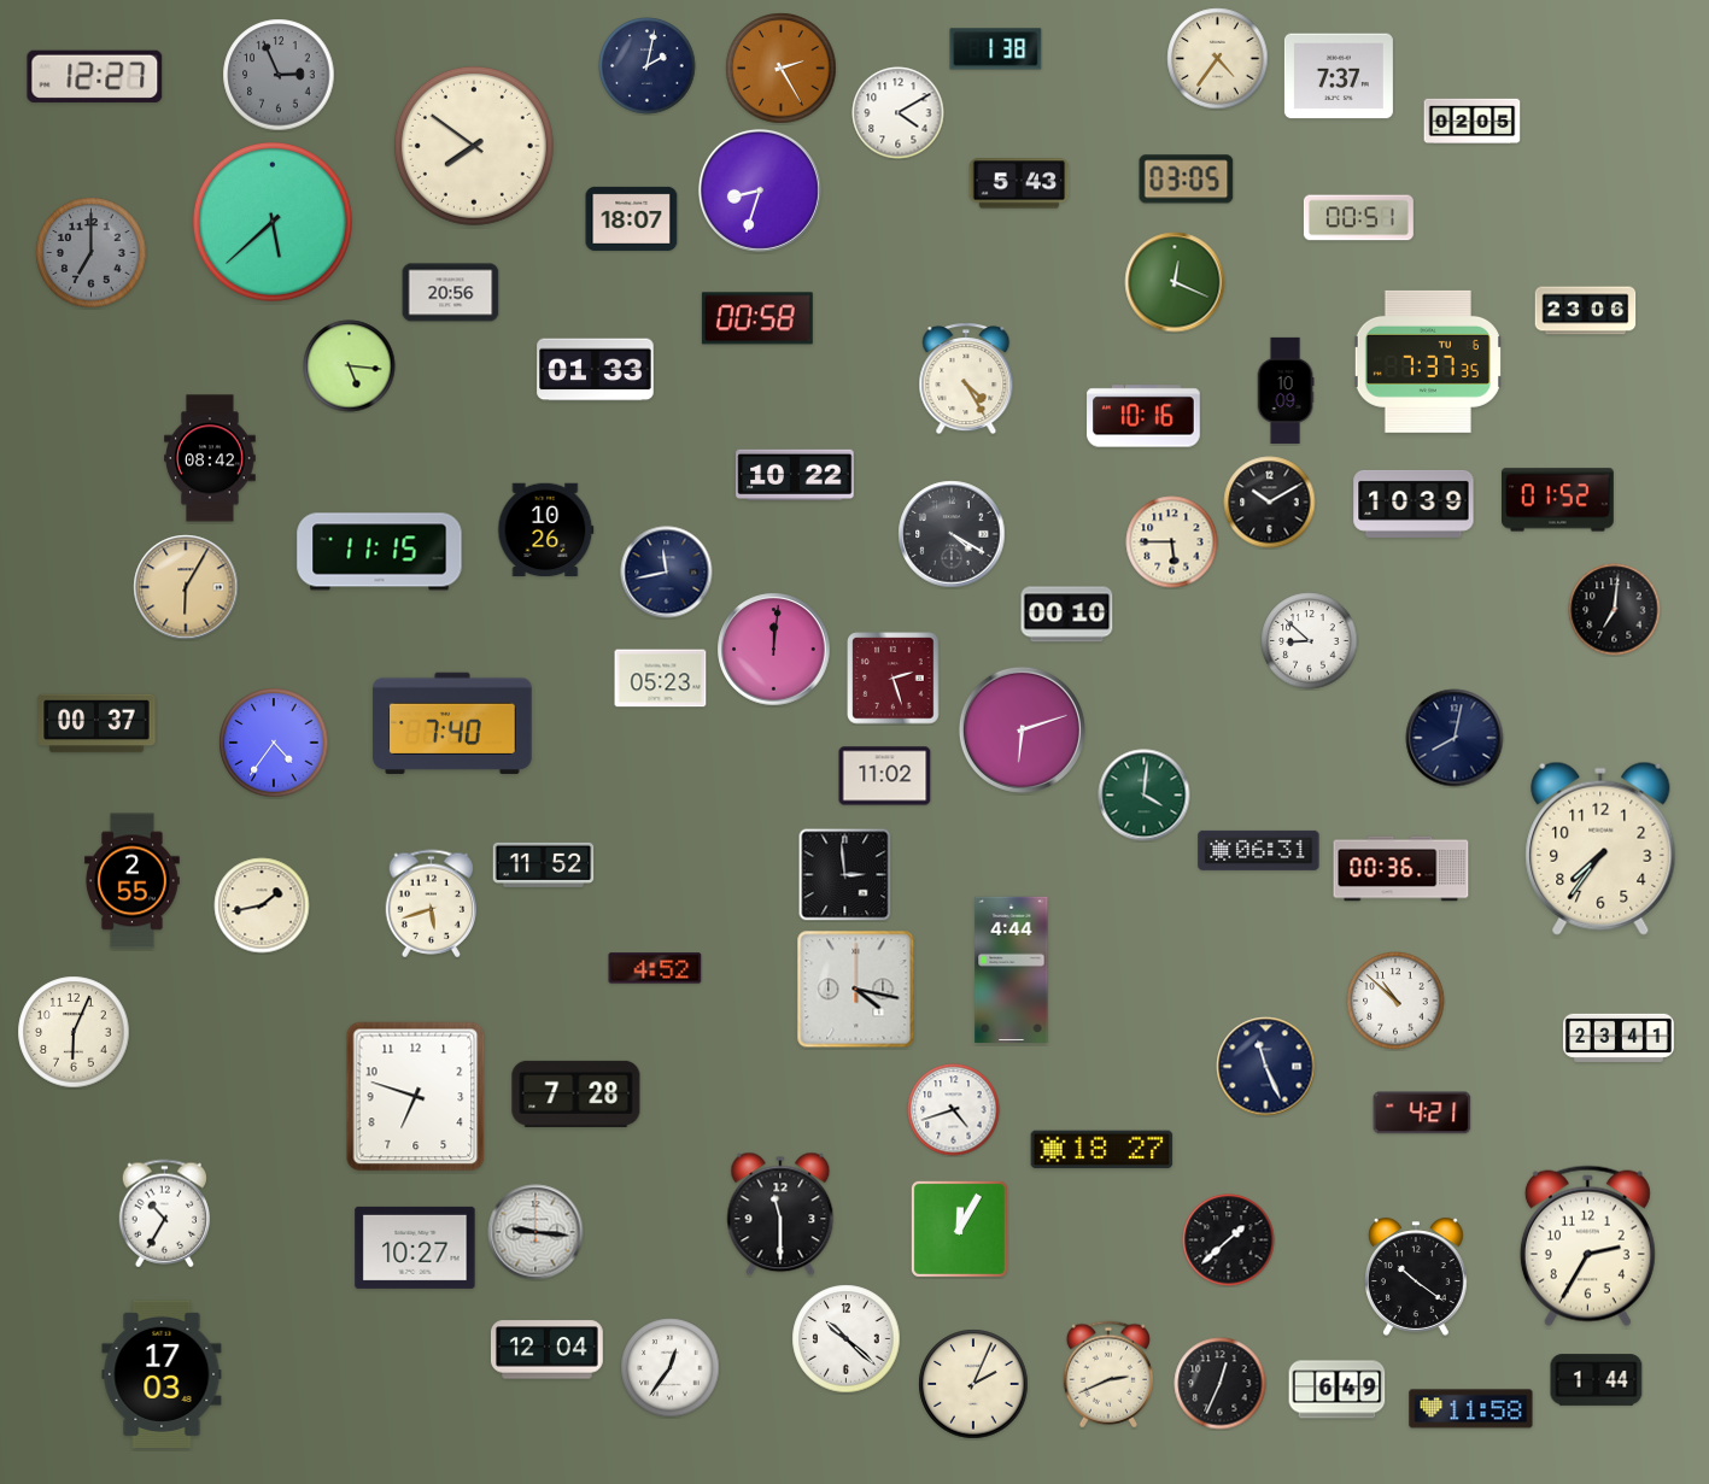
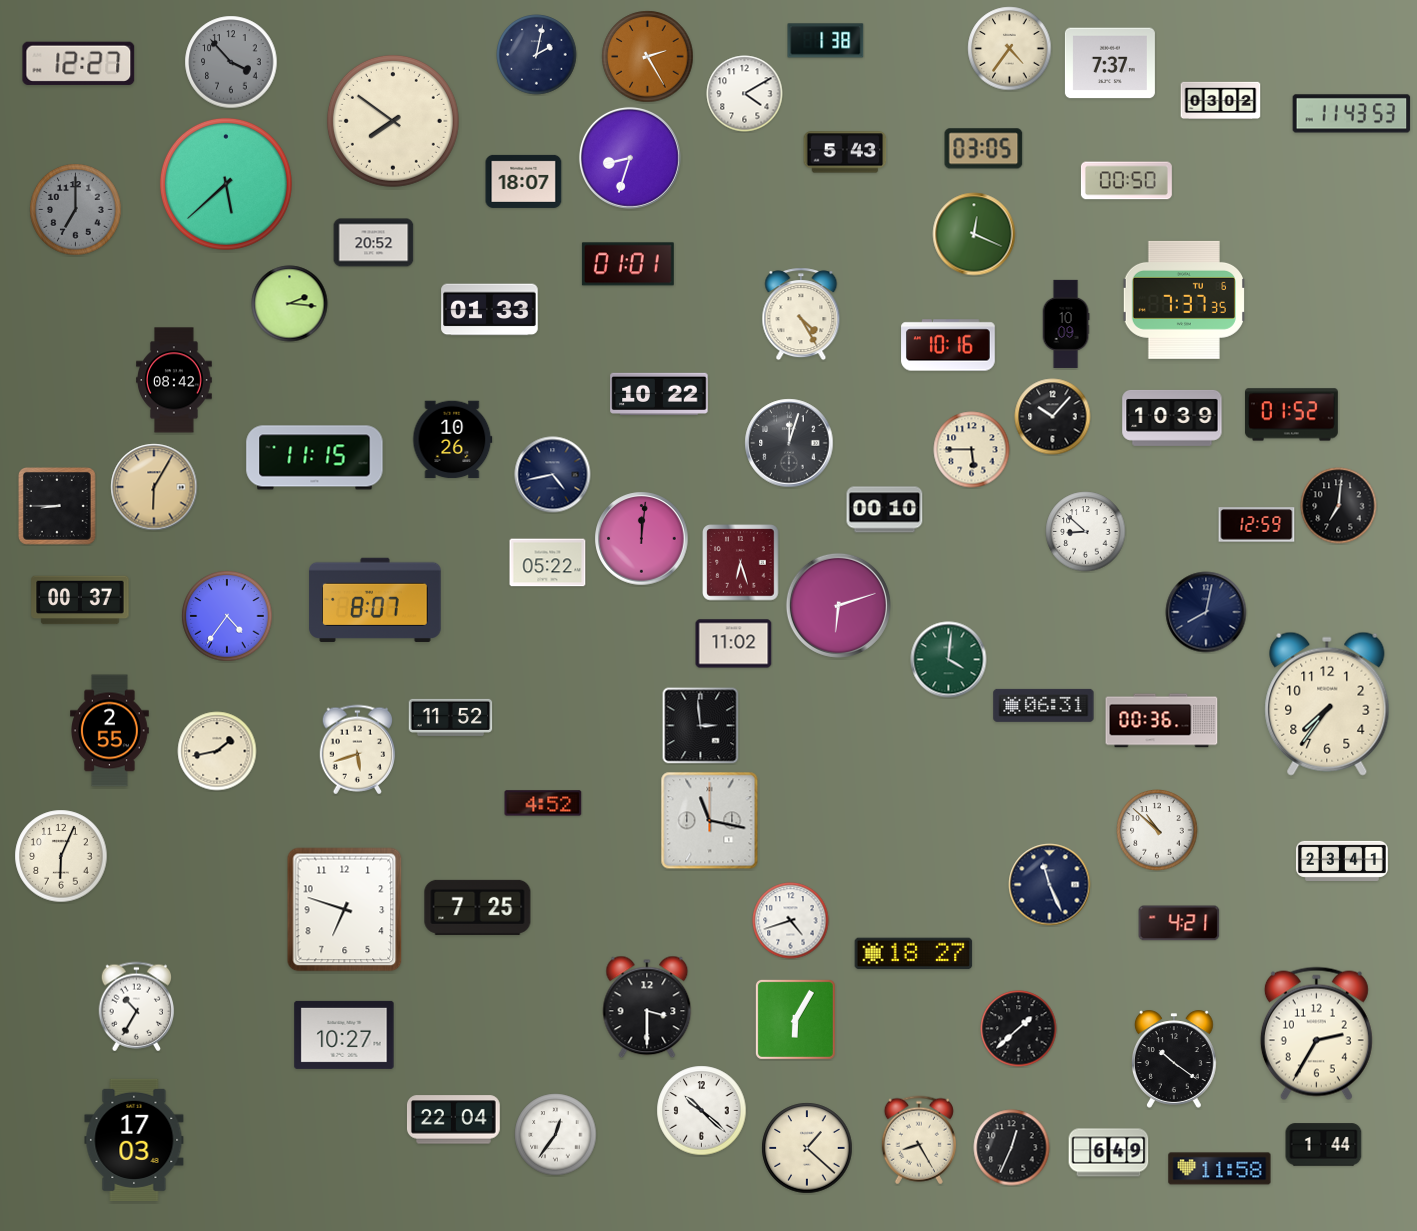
clock at (279, 75): 2:56 -> 3:53
clock at (1473, 121): 02:05 -> 03:02
clock at (1352, 114): none -> 11:43
clock at (1358, 218): 00:51 -> 00:50
clock at (451, 293): 20:56 -> 20:52
clock at (1586, 311): 23:06 -> none
clock at (757, 318): 00:58 -> 01:01
clock at (350, 366): 5:16 -> 2:16
clock at (596, 370) position: (596, 370) -> (490, 310)
clock at (1270, 503): 10:10 -> 10:07
clock at (952, 534): 4:20 -> 12:03
clock at (667, 573): 11:43 -> 4:43
clock at (58, 507): none -> 8:45
clock at (1257, 525): none -> 12:59
clock at (661, 679): 05:23 -> 05:22
clock at (894, 679): 2:27 -> 6:27
clock at (452, 723): 7:40 -> 8:07
clock at (1022, 729) position: (1022, 729) -> (838, 605)
clock at (1012, 969): 4:44 -> none
clock at (856, 990): 4:17 -> 11:17
clock at (577, 1093): 7:28 -> 7:25
clock at (780, 1214): 11:30 -> 3:30
clock at (959, 1228): 12:05 -> 6:05
clock at (535, 1232): 9:16 -> none
clock at (546, 1350): 12:04 -> 22:04
clock at (1108, 1374): 2:41 -> 8:25
clock at (973, 1384): 2:04 -> 1:22
